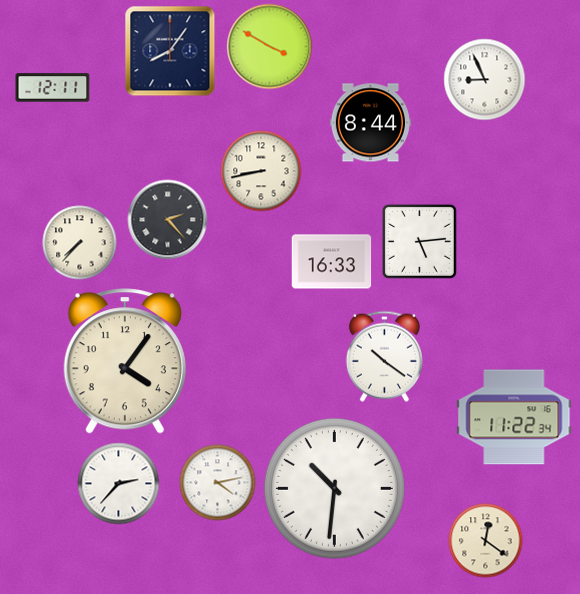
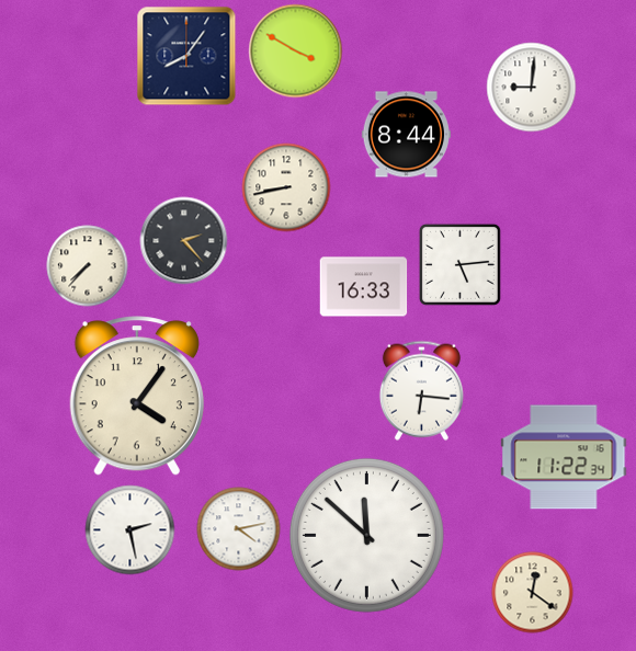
clock at (485, 80): 8:56 -> 9:01
clock at (53, 88): 12:11 -> none
clock at (384, 356): 10:21 -> 6:16
clock at (119, 484): 2:37 -> 2:28
clock at (334, 488): 10:31 -> 11:52
